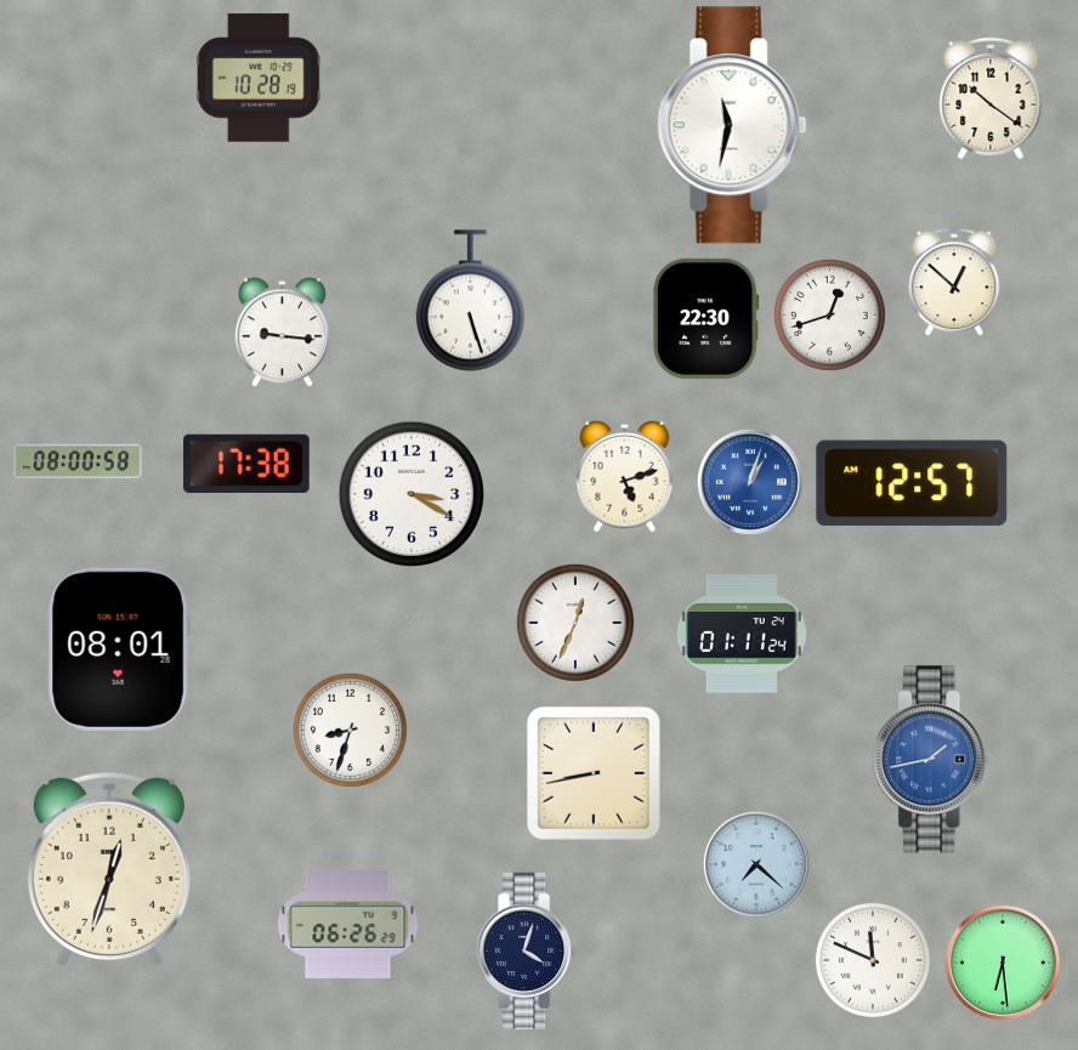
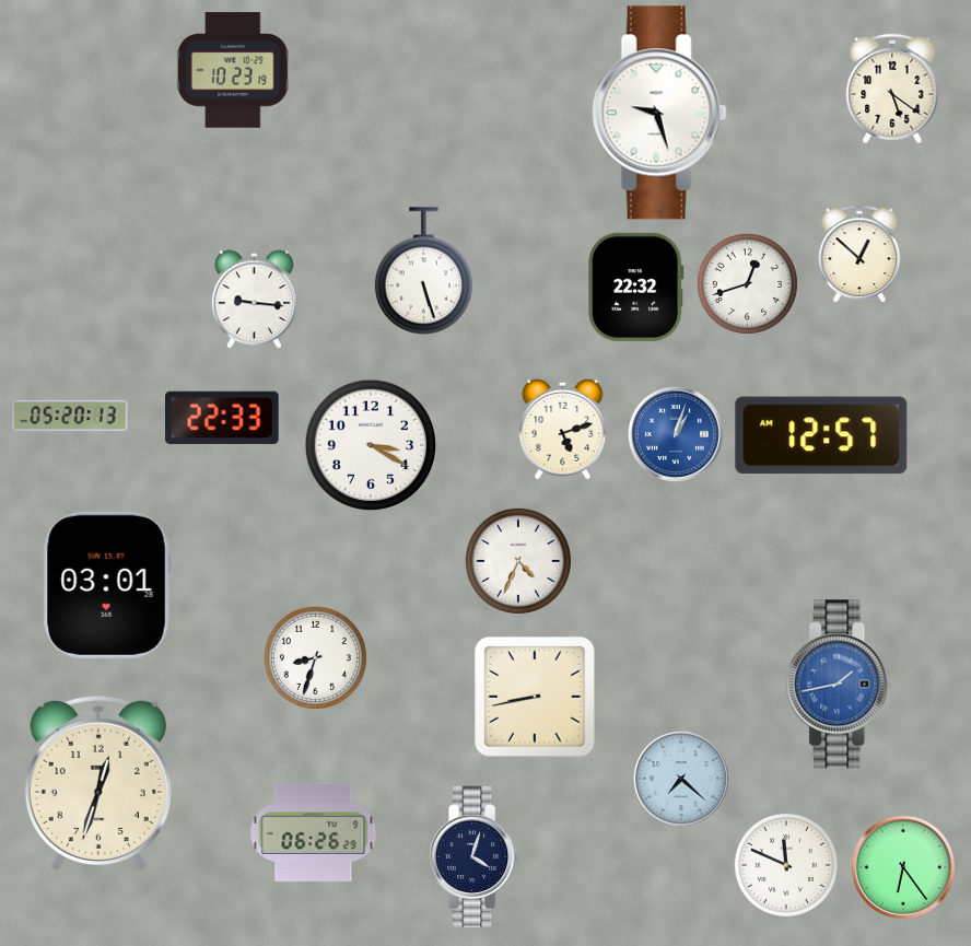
clock at (259, 78): 10:28 -> 10:23
clock at (991, 98): 10:21 -> 5:21
clock at (732, 125): 11:32 -> 9:27
clock at (707, 318): 22:30 -> 22:32
clock at (78, 461): 08:00 -> 05:20
clock at (246, 464): 17:38 -> 22:33
clock at (575, 623): 12:34 -> 4:34
clock at (742, 634): 01:11 -> none
clock at (119, 649): 08:01 -> 03:01
clock at (1003, 963): 6:29 -> 6:24
